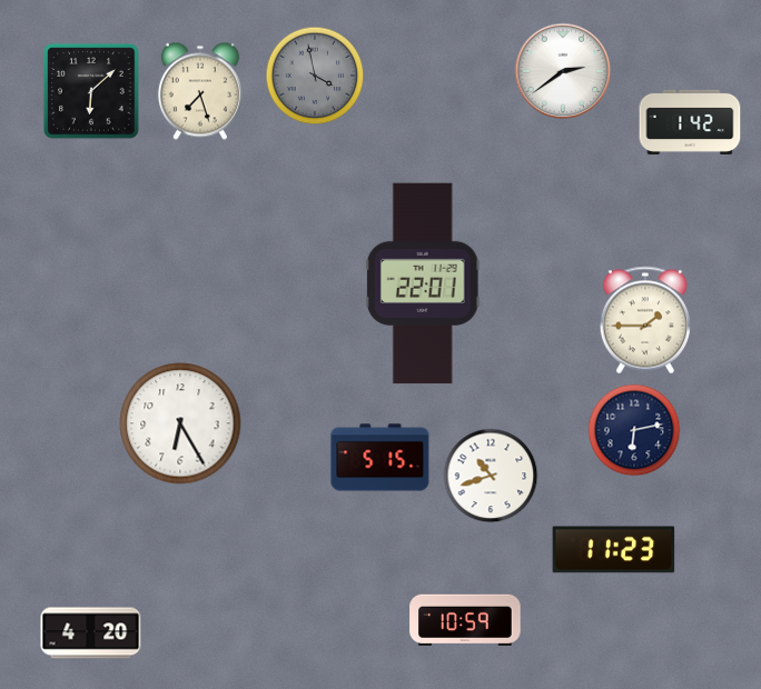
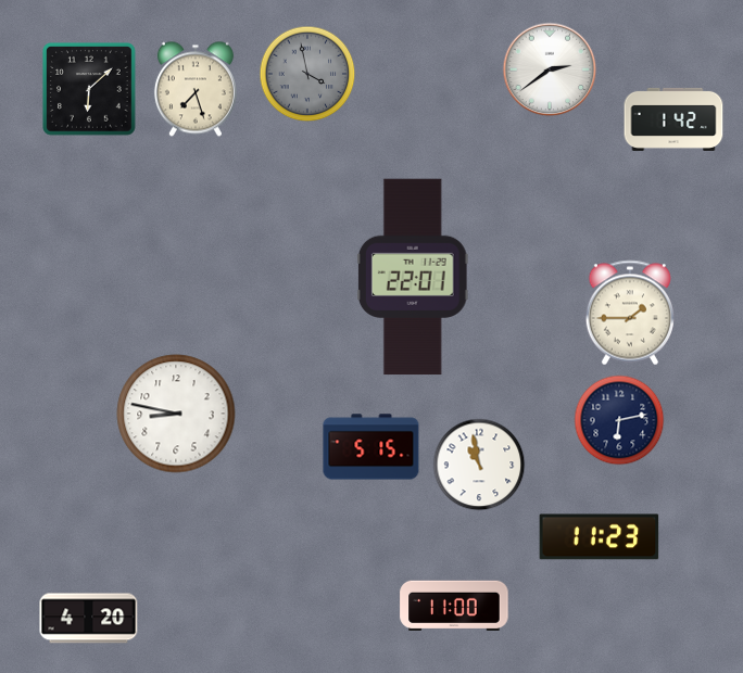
clock at (180, 423): 6:25 -> 8:47
clock at (491, 476): 10:42 -> 10:58
clock at (465, 619): 10:59 -> 11:00
